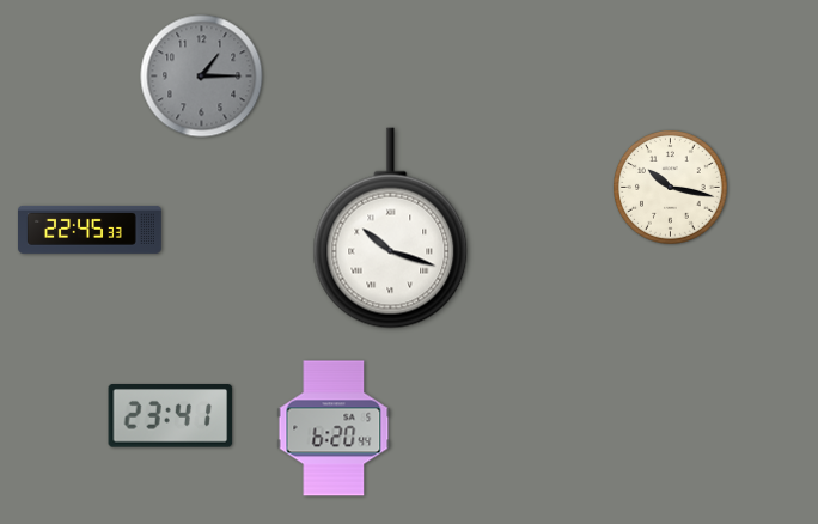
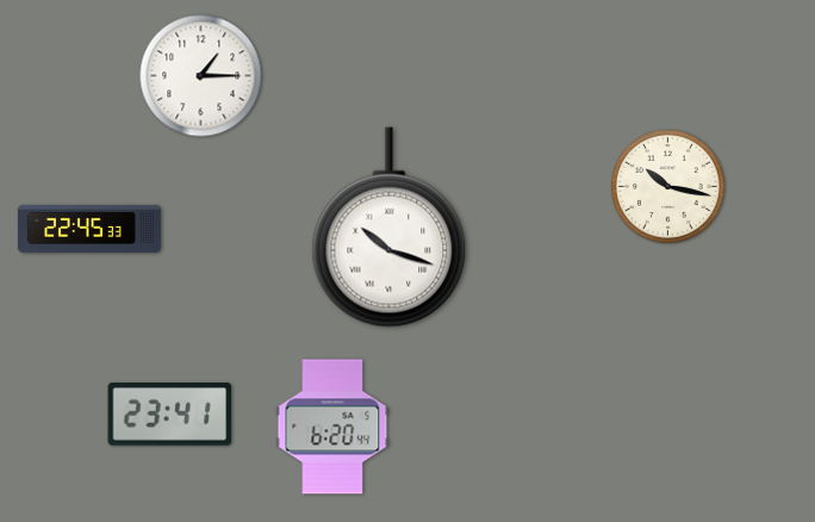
clock at (202, 77) dial: grey -> white
